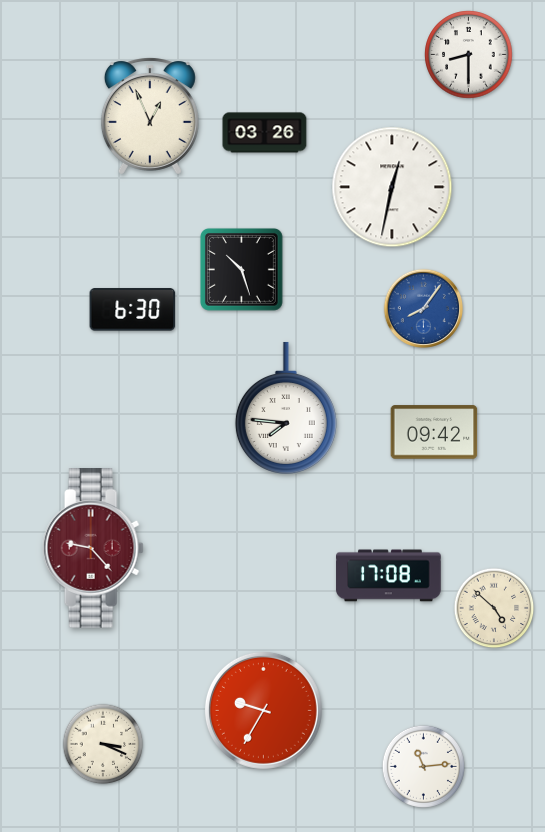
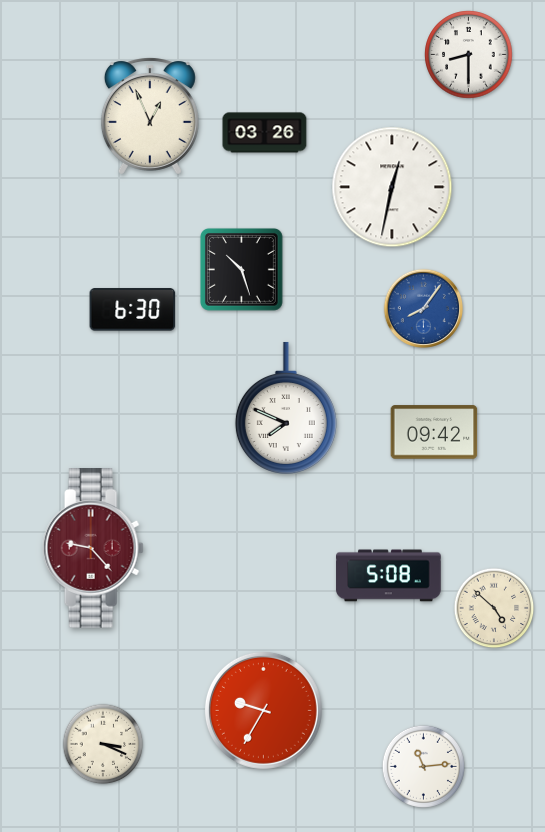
clock at (286, 408): 7:46 -> 7:49
clock at (389, 576): 17:08 -> 5:08
